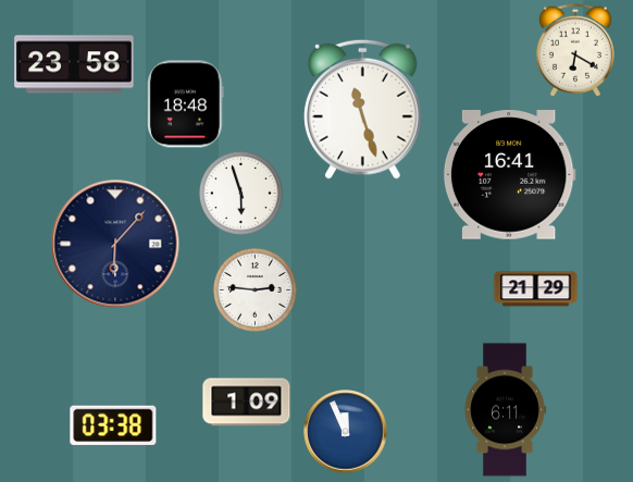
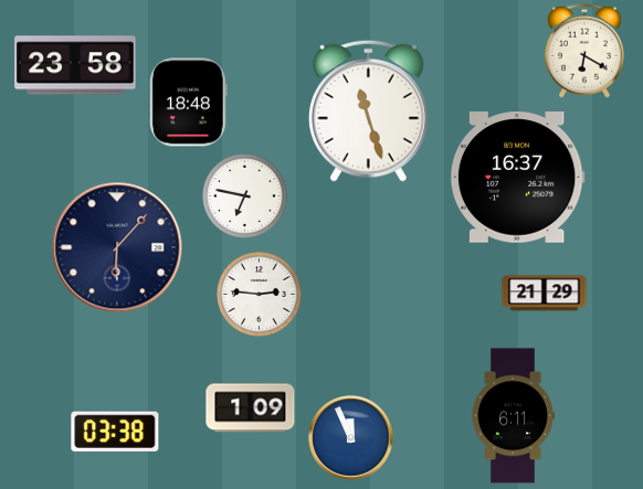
clock at (185, 104) position: (185, 104) -> (188, 103)
clock at (509, 175): 16:41 -> 16:37
clock at (240, 193): 5:57 -> 6:47
